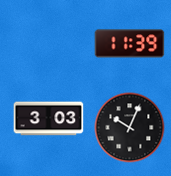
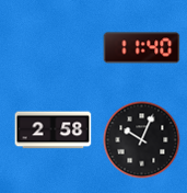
clock at (130, 44): 11:39 -> 11:40
clock at (49, 119): 3:03 -> 2:58
